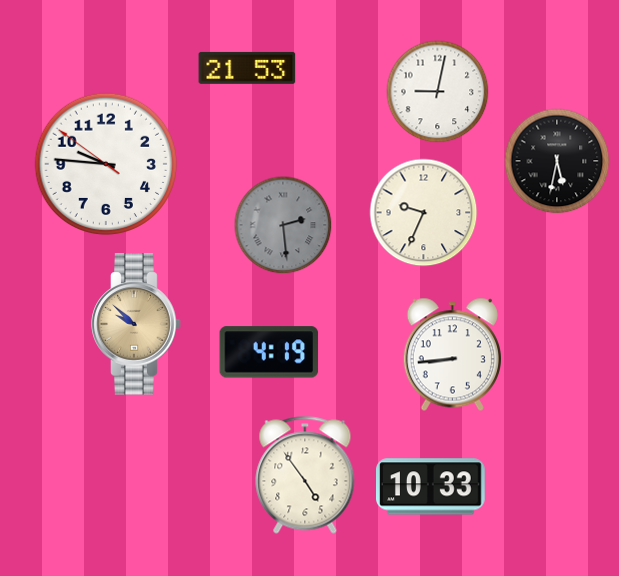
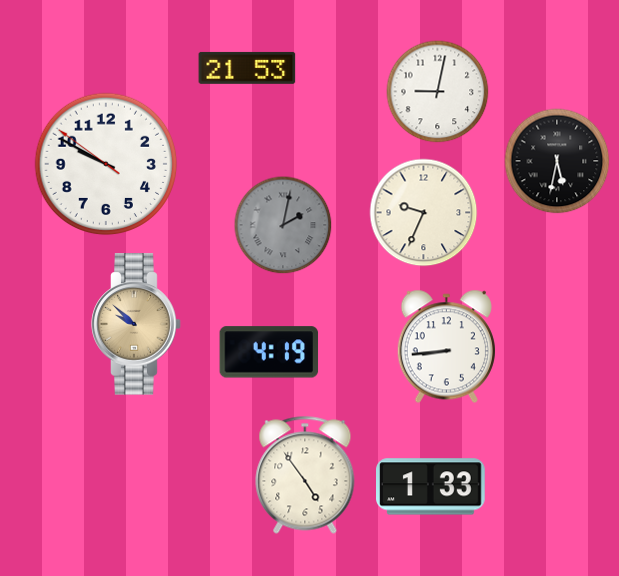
clock at (106, 164): 9:45 -> 9:49
clock at (283, 225): 2:29 -> 2:02
clock at (452, 355) position: (452, 355) -> (446, 347)
clock at (431, 487): 10:33 -> 1:33
